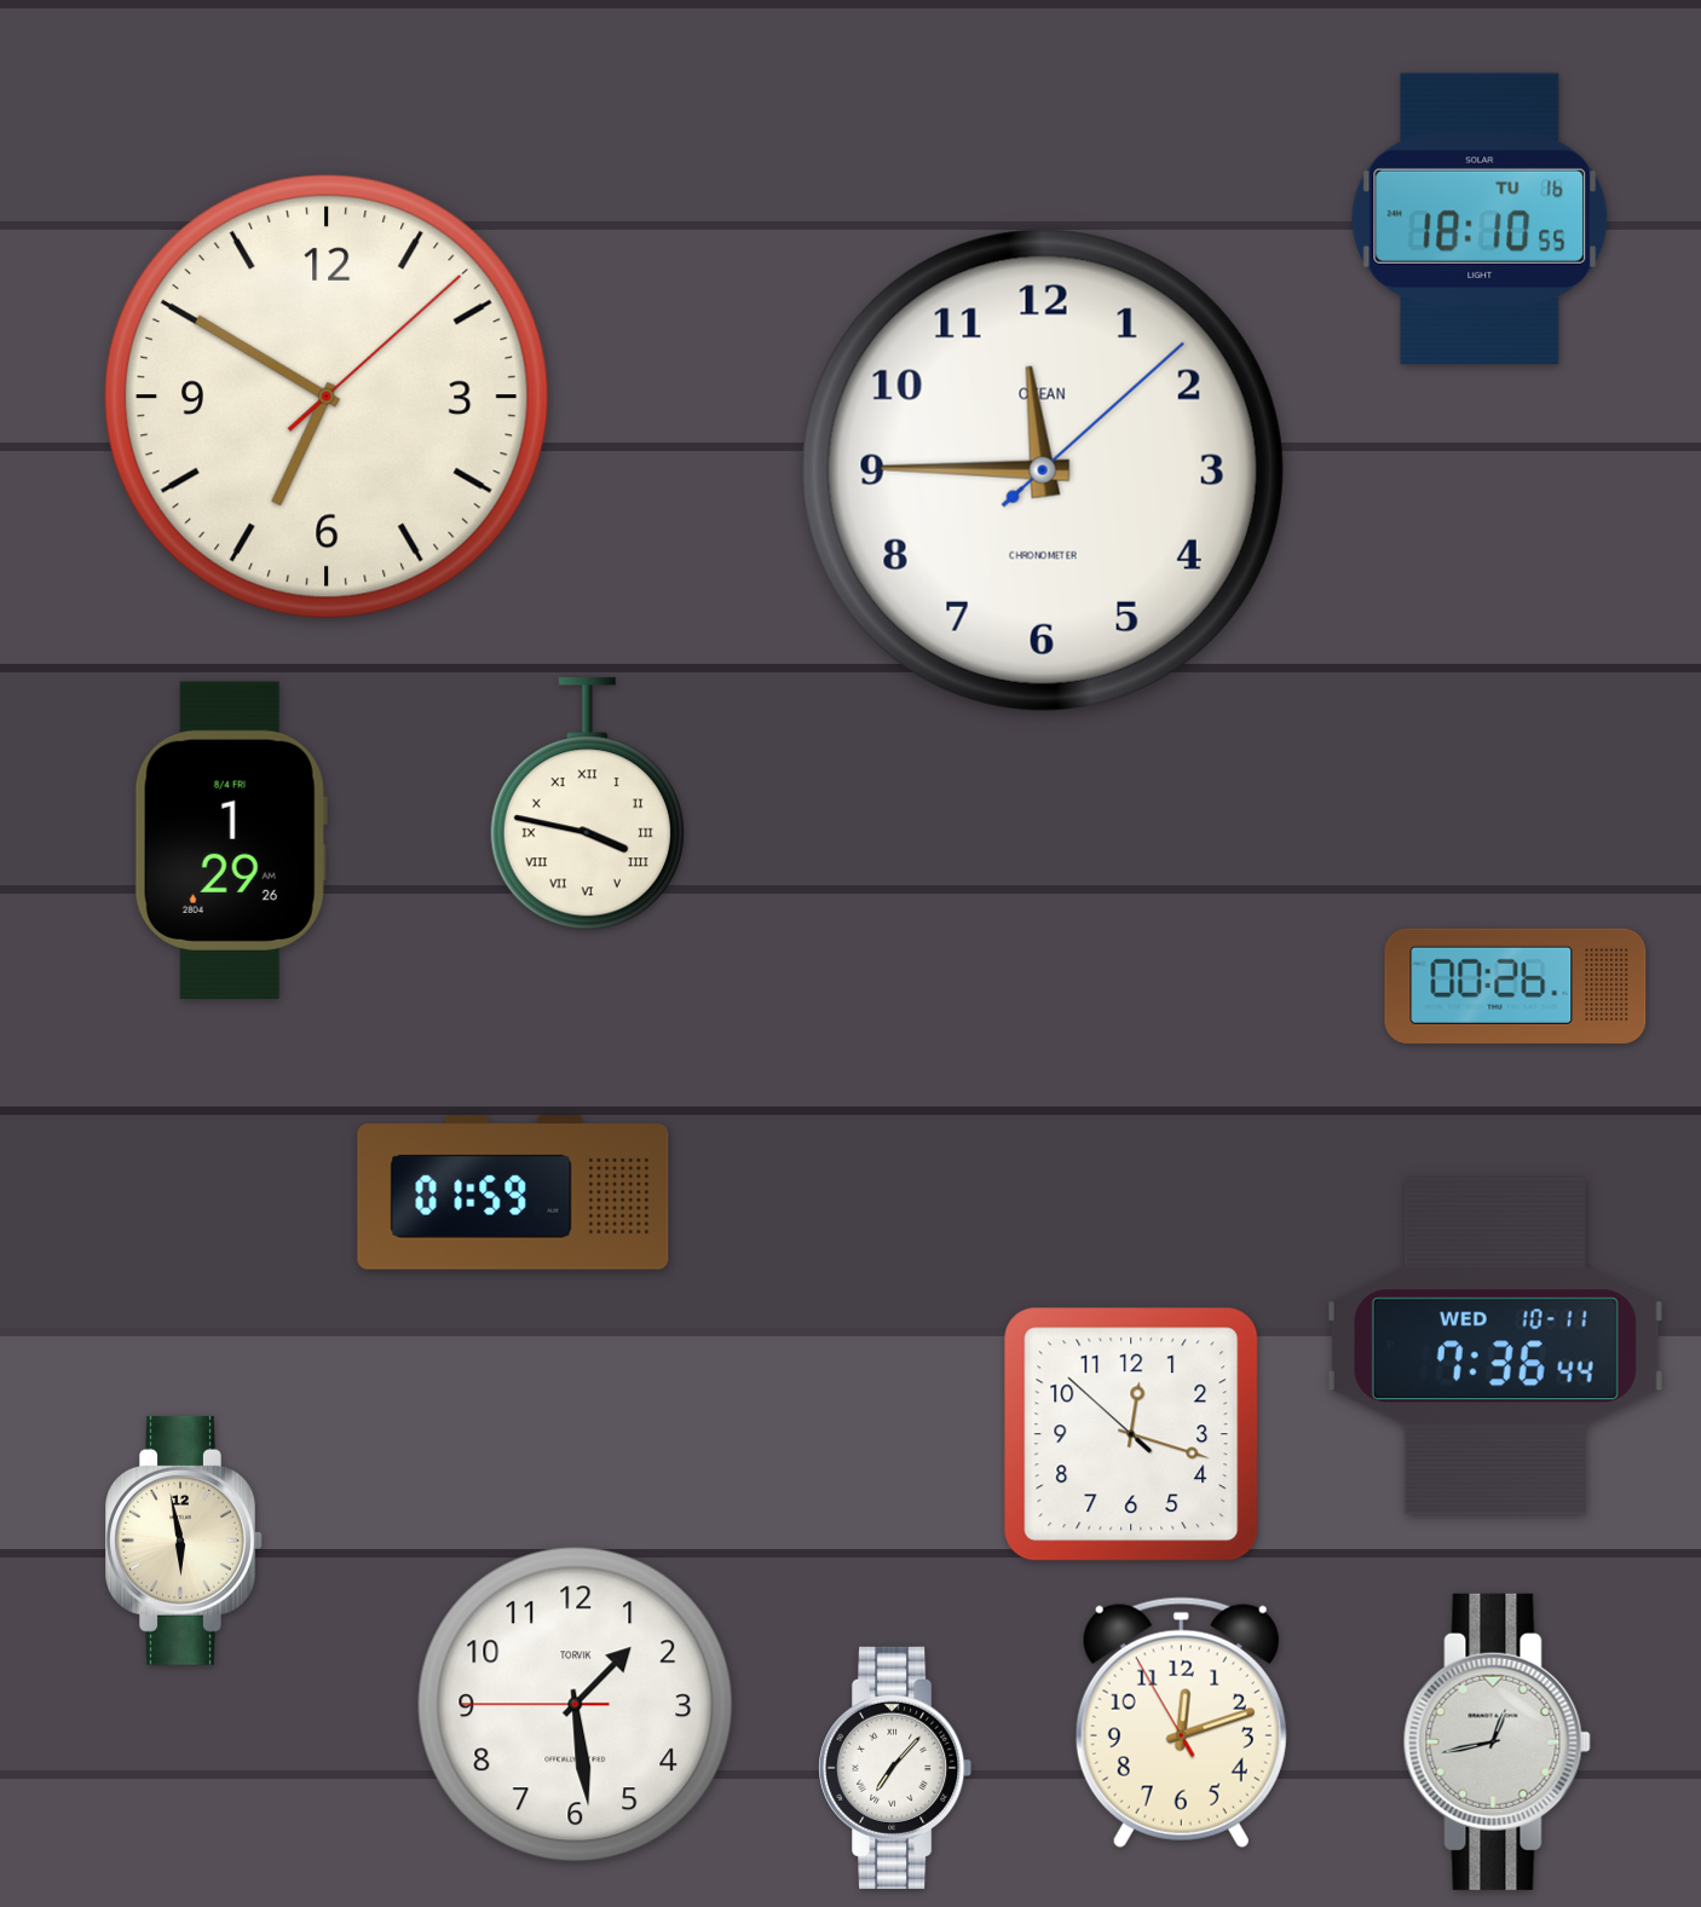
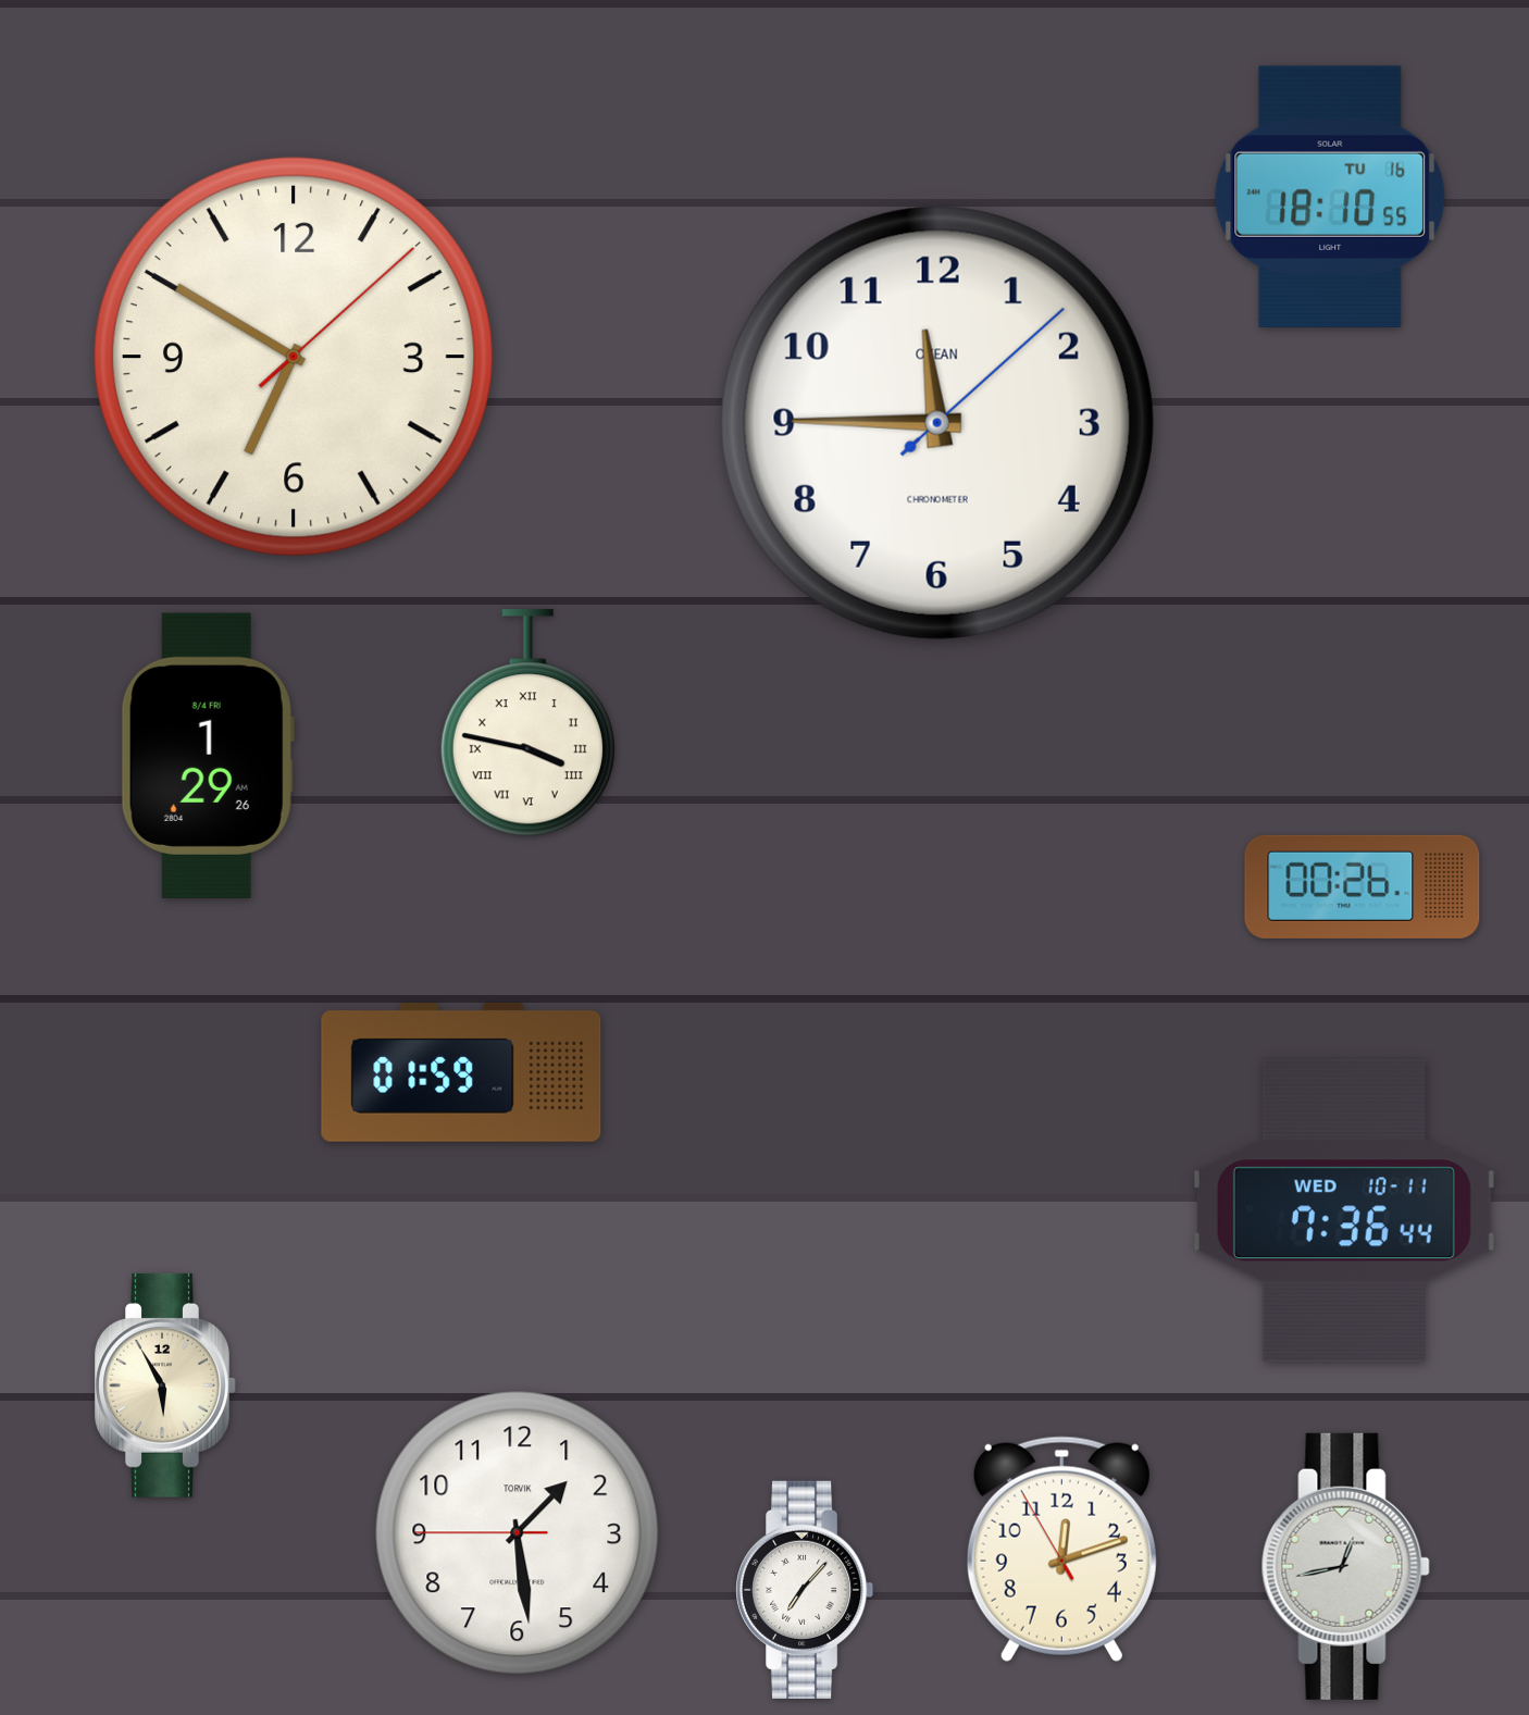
clock at (1131, 1434): 12:17 -> none
clock at (184, 1541): 5:58 -> 5:55
